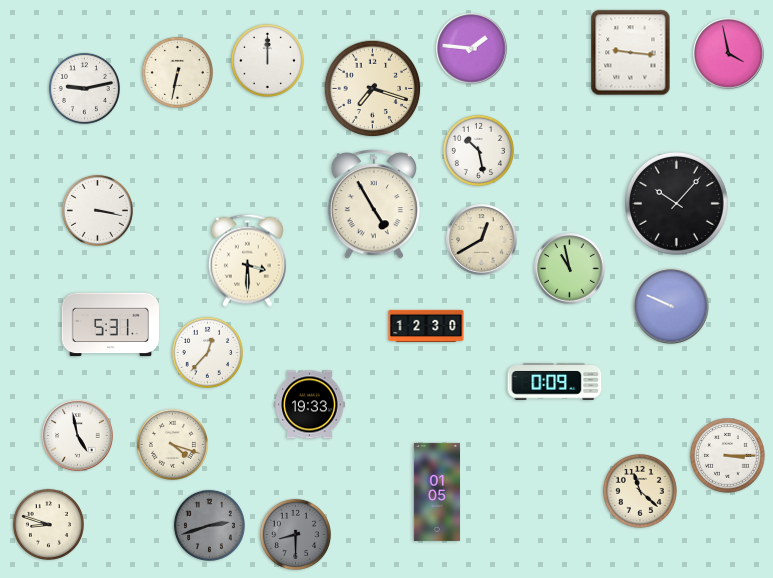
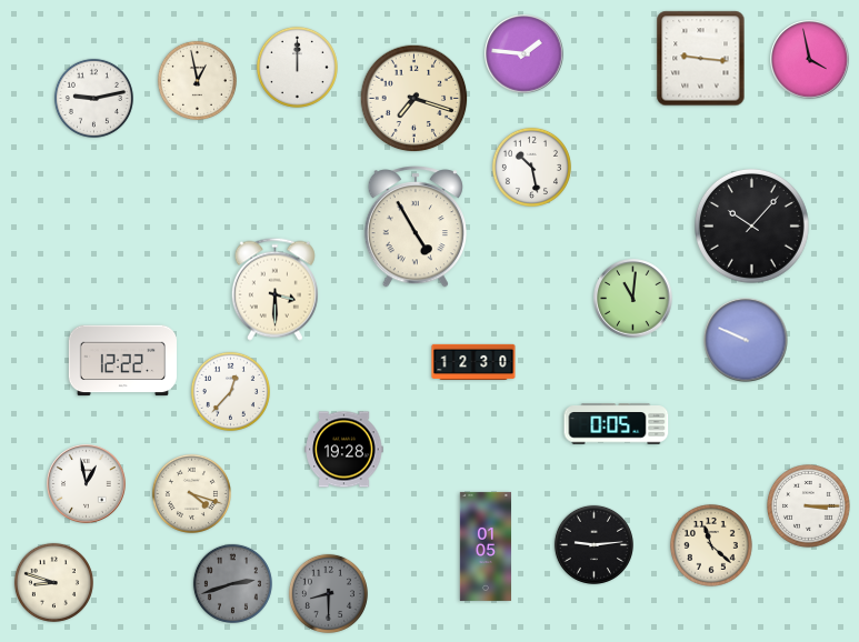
clock at (177, 72): 6:32 -> 12:58
clock at (97, 210): 3:17 -> none
clock at (482, 240): 12:40 -> none
clock at (570, 269): 10:58 -> 11:01
clock at (110, 325): 5:31 -> 12:22
clock at (555, 382): 0:09 -> 0:05
clock at (310, 405): 19:33 -> 19:28
clock at (78, 436): 4:58 -> 12:58
clock at (593, 544): none -> 9:14
